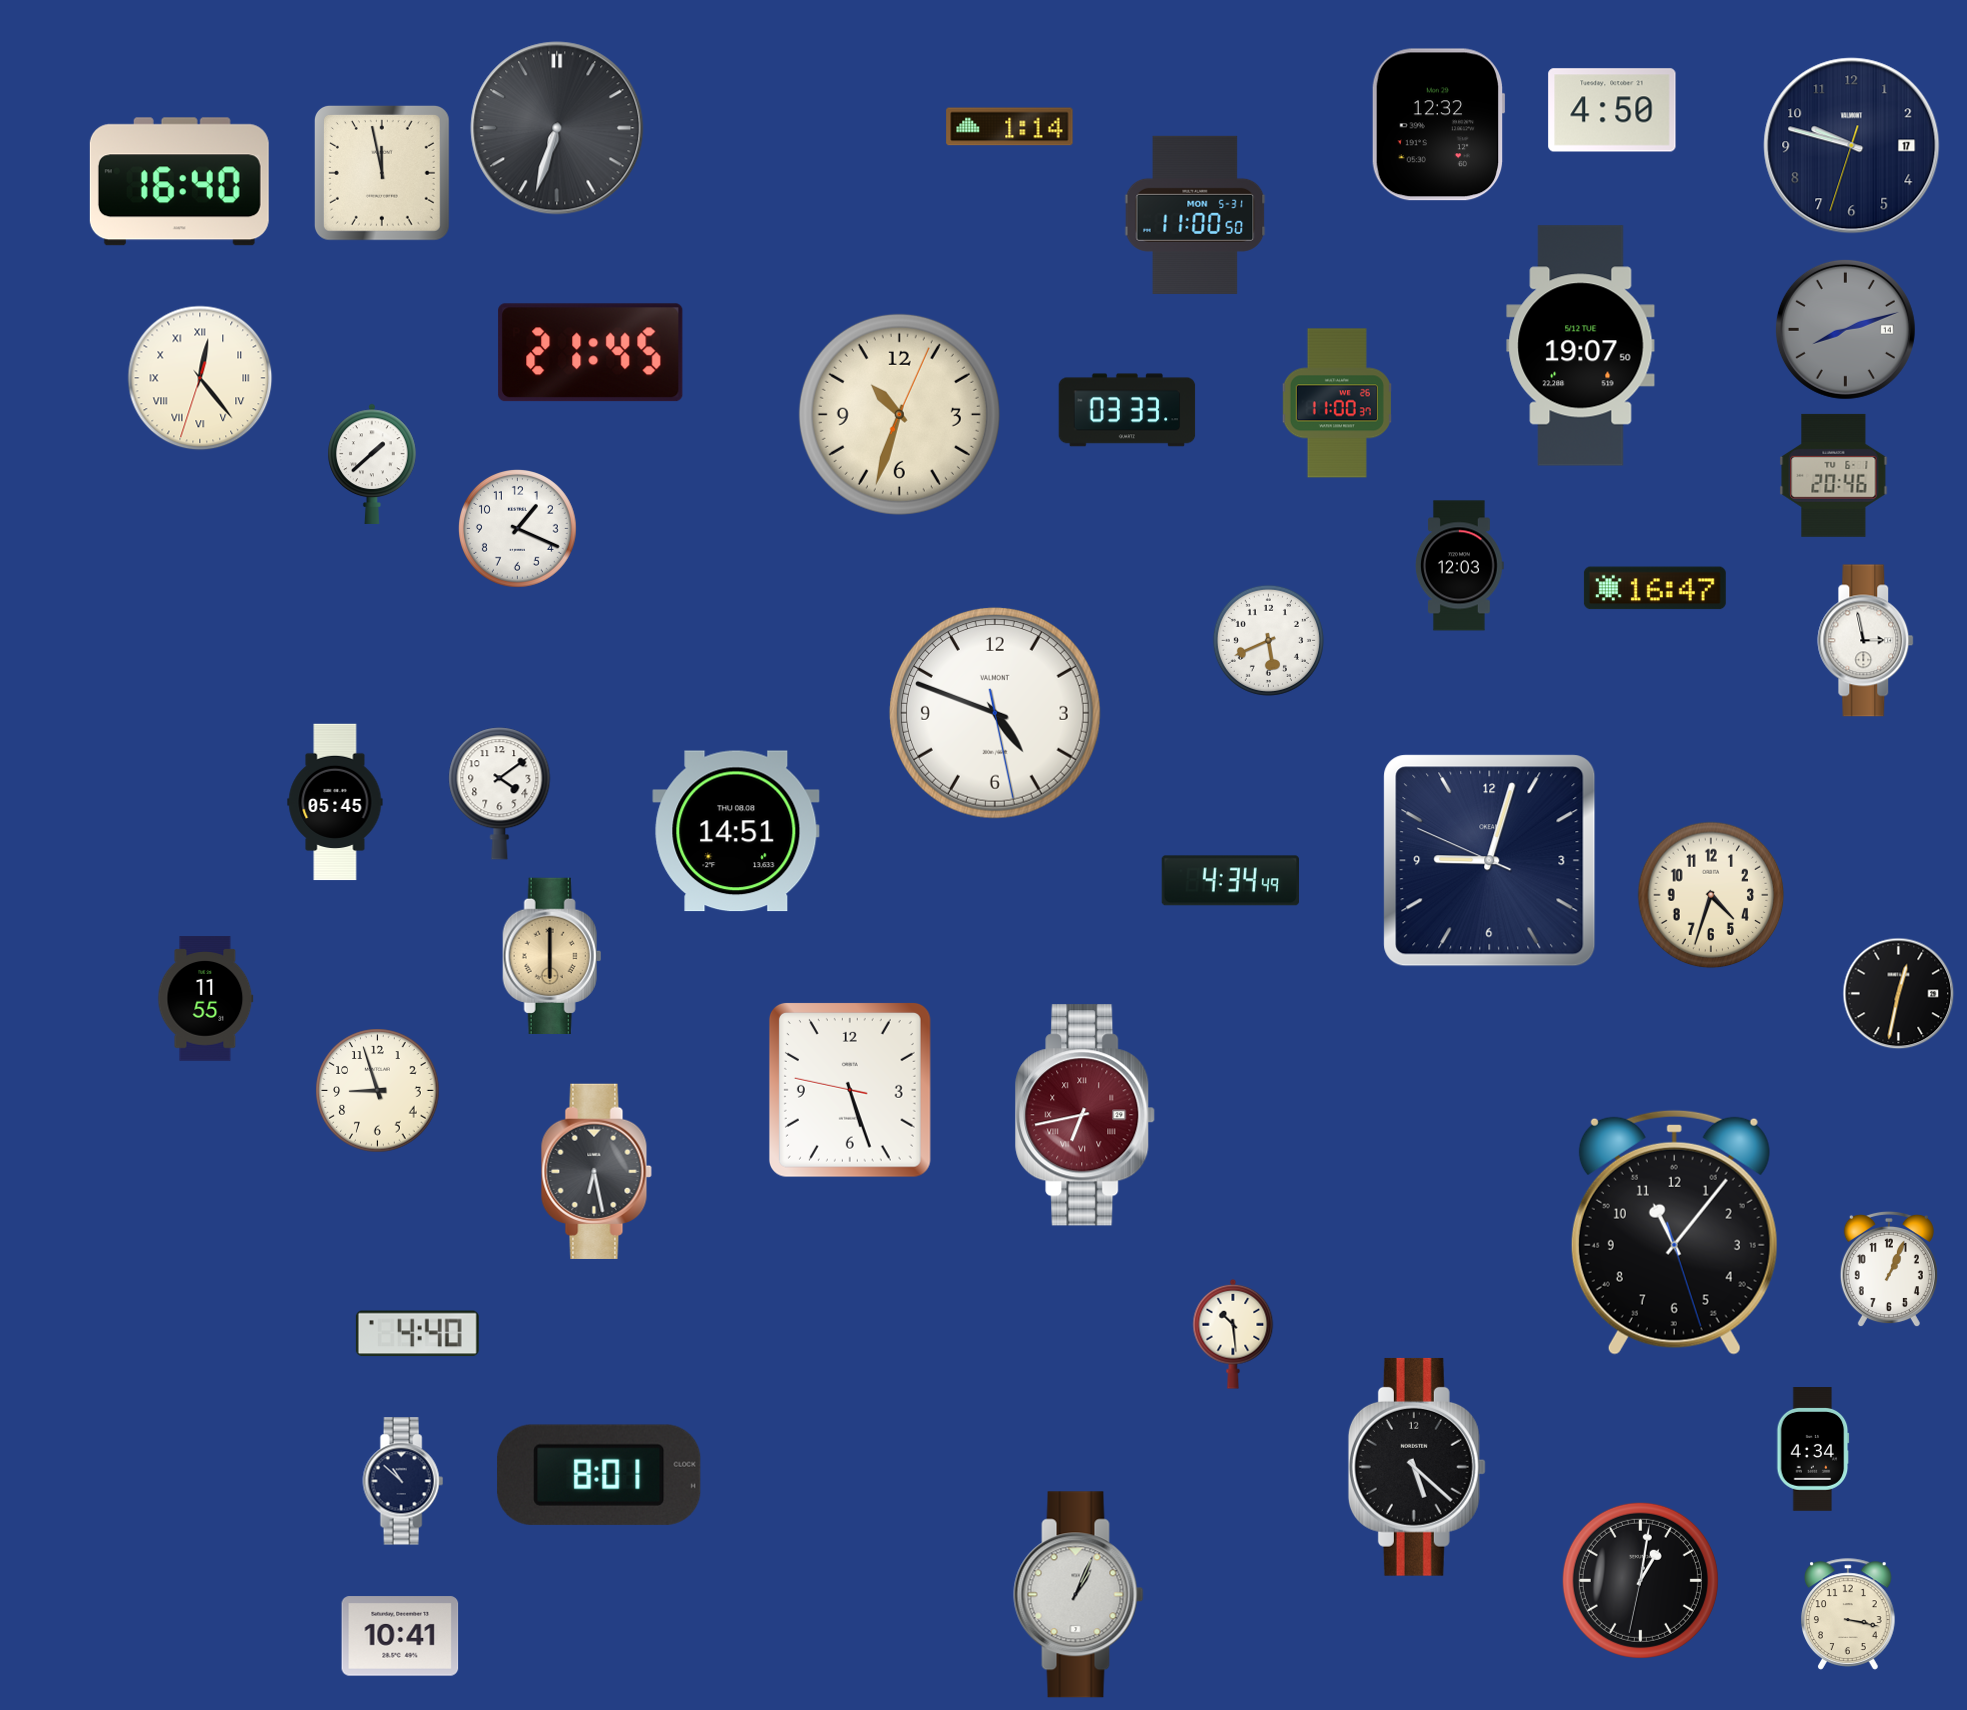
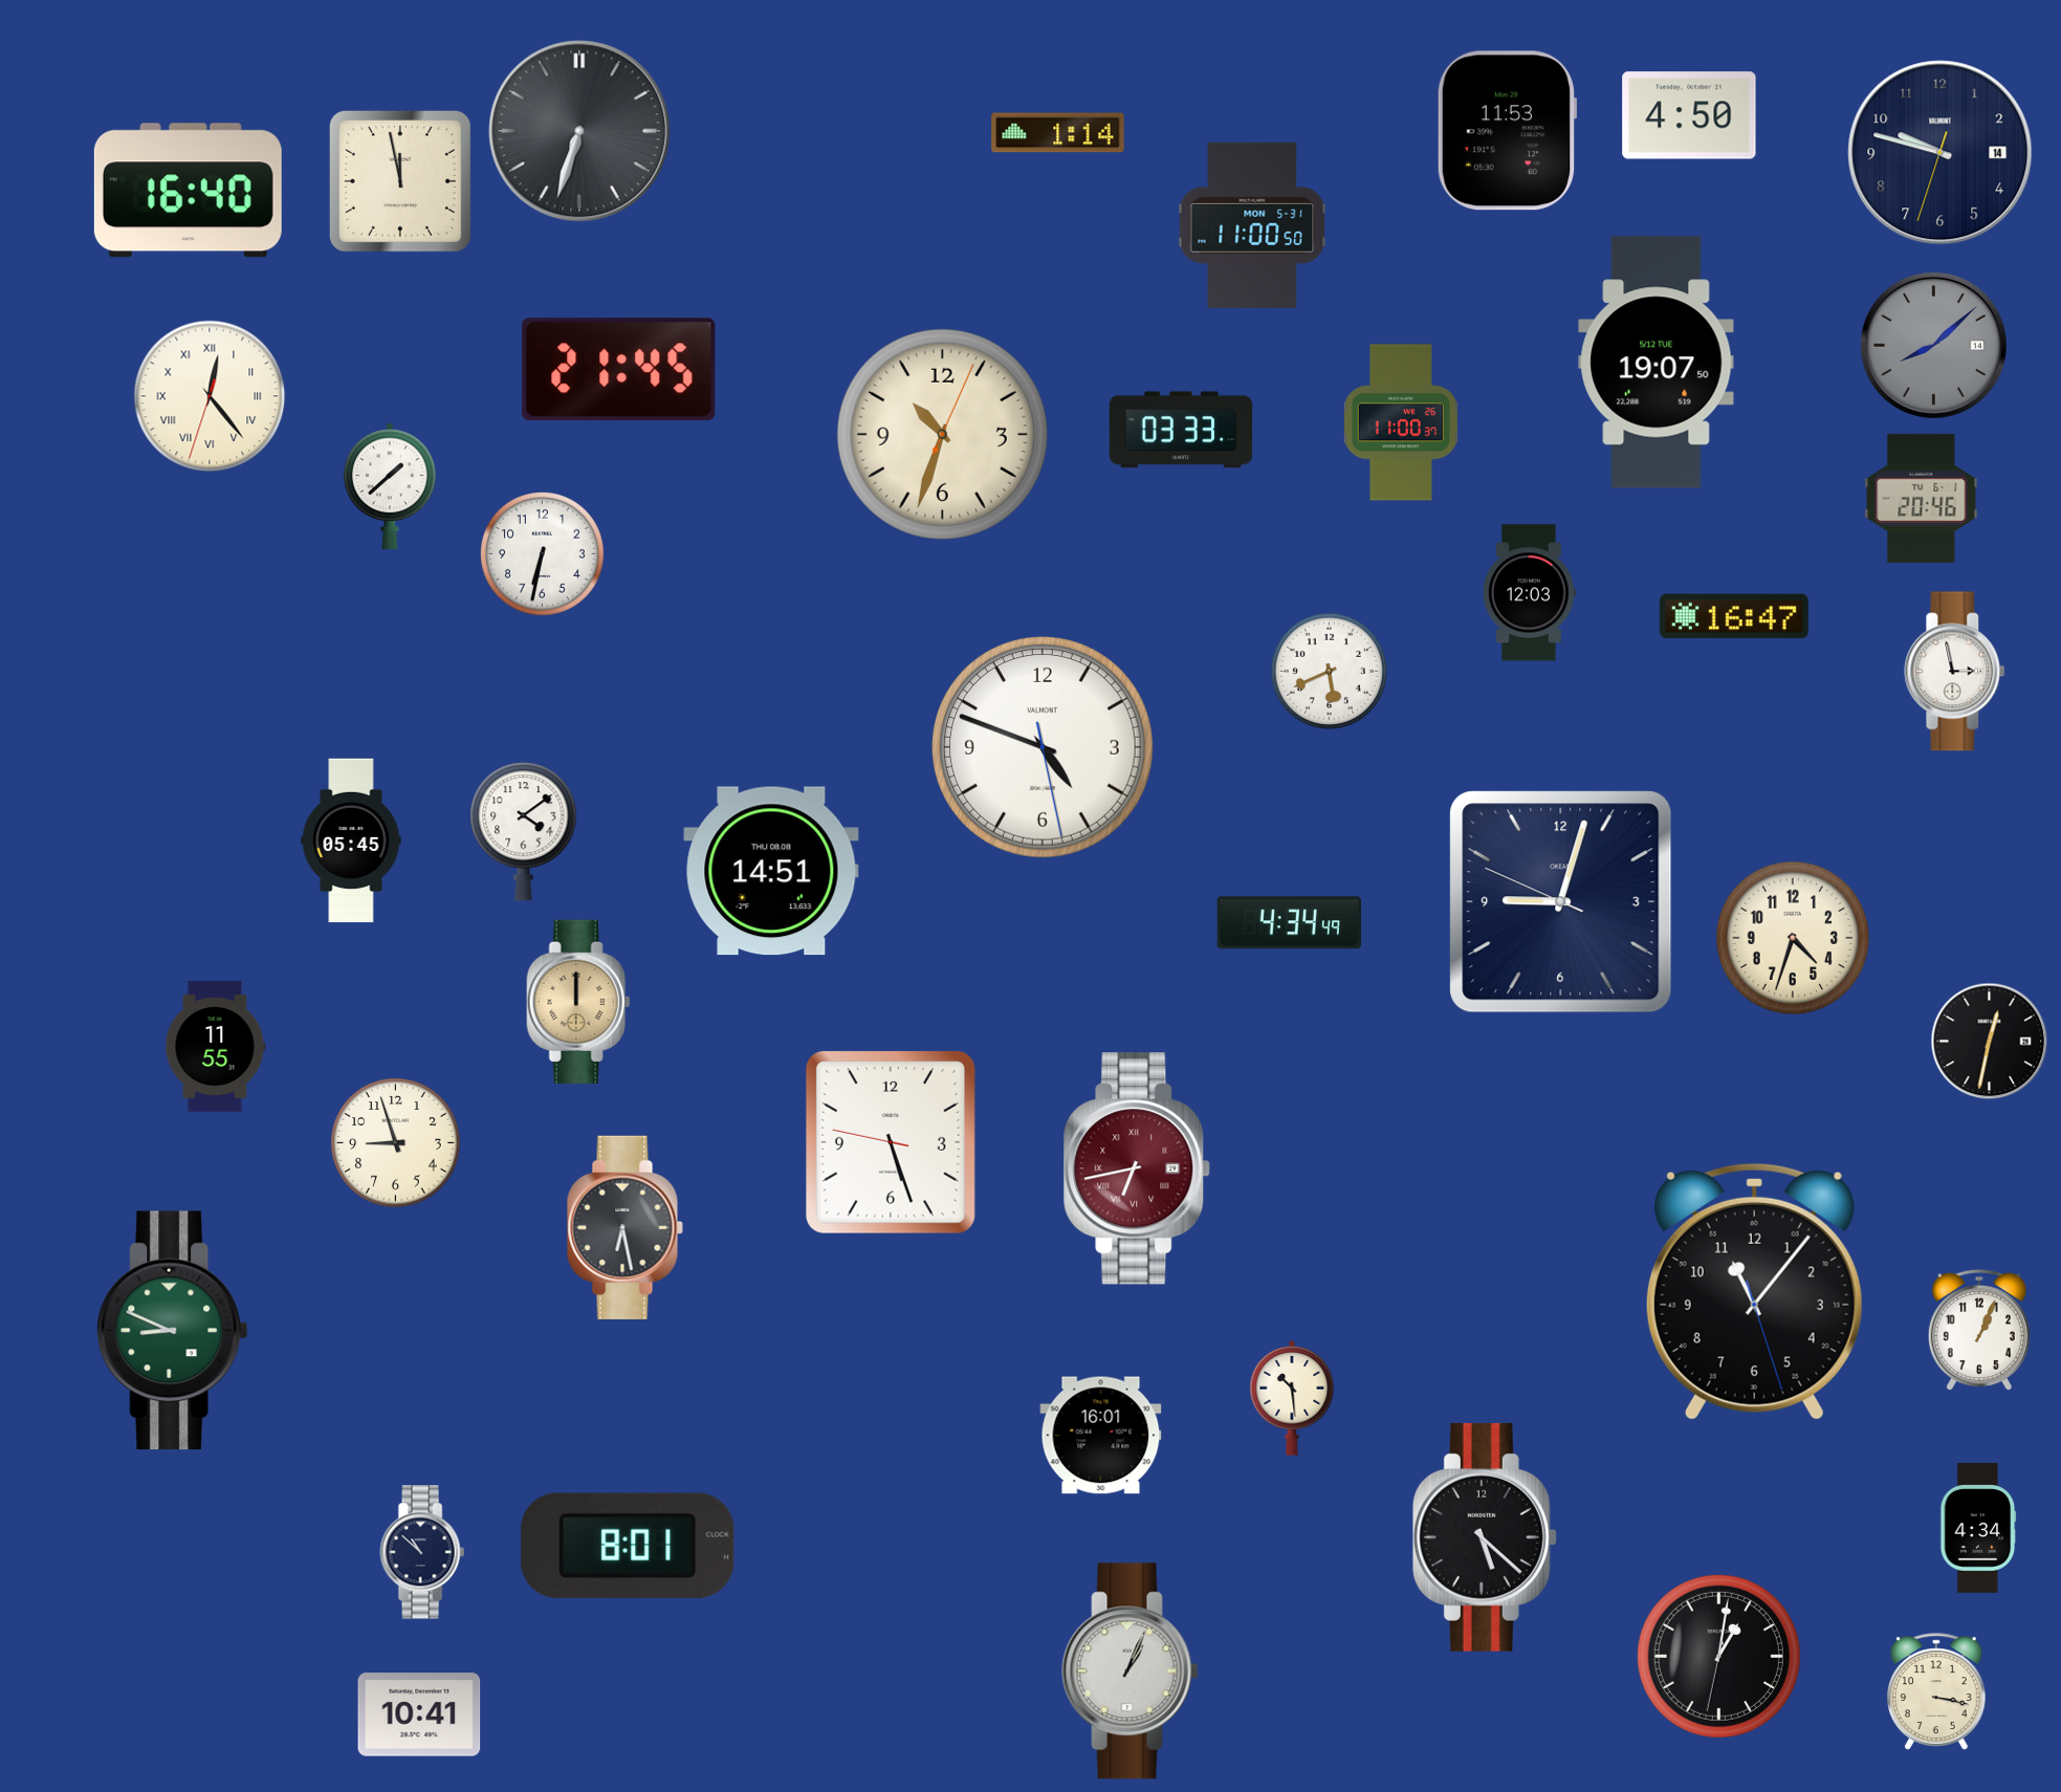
clock at (1438, 125): 12:32 -> 11:53
clock at (557, 128) position: (557, 128) -> (579, 131)
clock at (1852, 146) date: 17 -> 14
clock at (1845, 329): 8:12 -> 8:08
clock at (518, 529): 1:19 -> 6:32
clock at (552, 955): 6:00 -> 12:00
clock at (173, 1331): none -> 8:49
clock at (417, 1334): 4:40 -> none
clock at (1101, 1436): none -> 16:01
clock at (1813, 1450) position: (1813, 1450) -> (1978, 1529)
